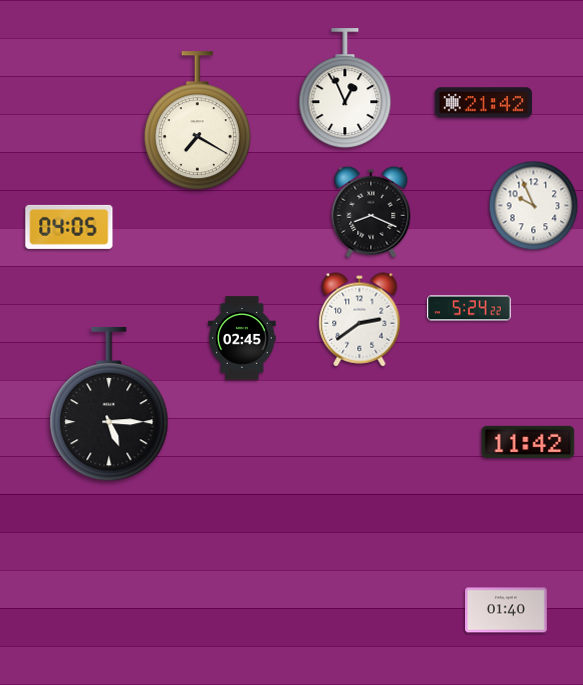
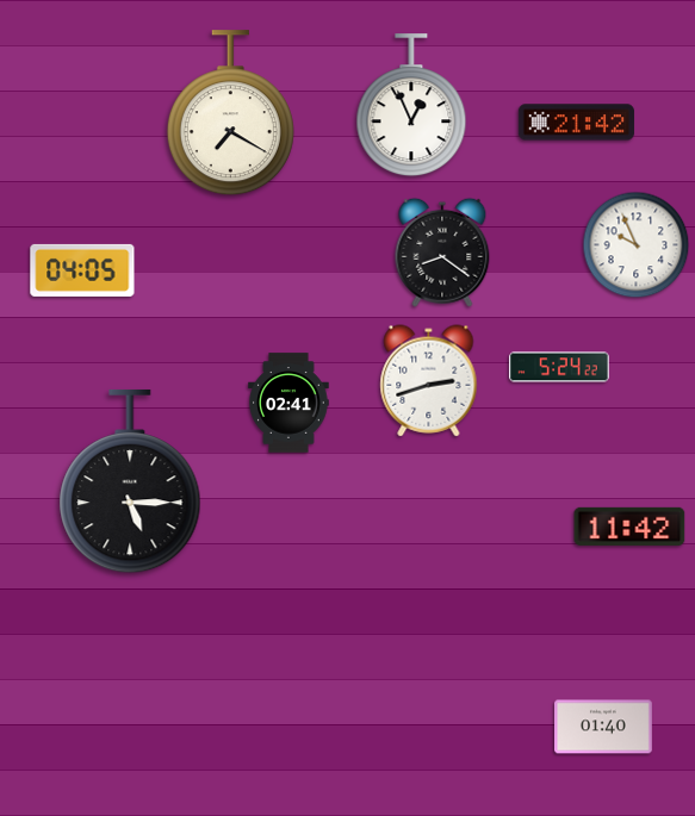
clock at (197, 121) position: (197, 121) -> (230, 113)
clock at (371, 212): 8:19 -> 8:21
clock at (360, 320): 2:39 -> 2:42
clock at (242, 338): 02:45 -> 02:41
